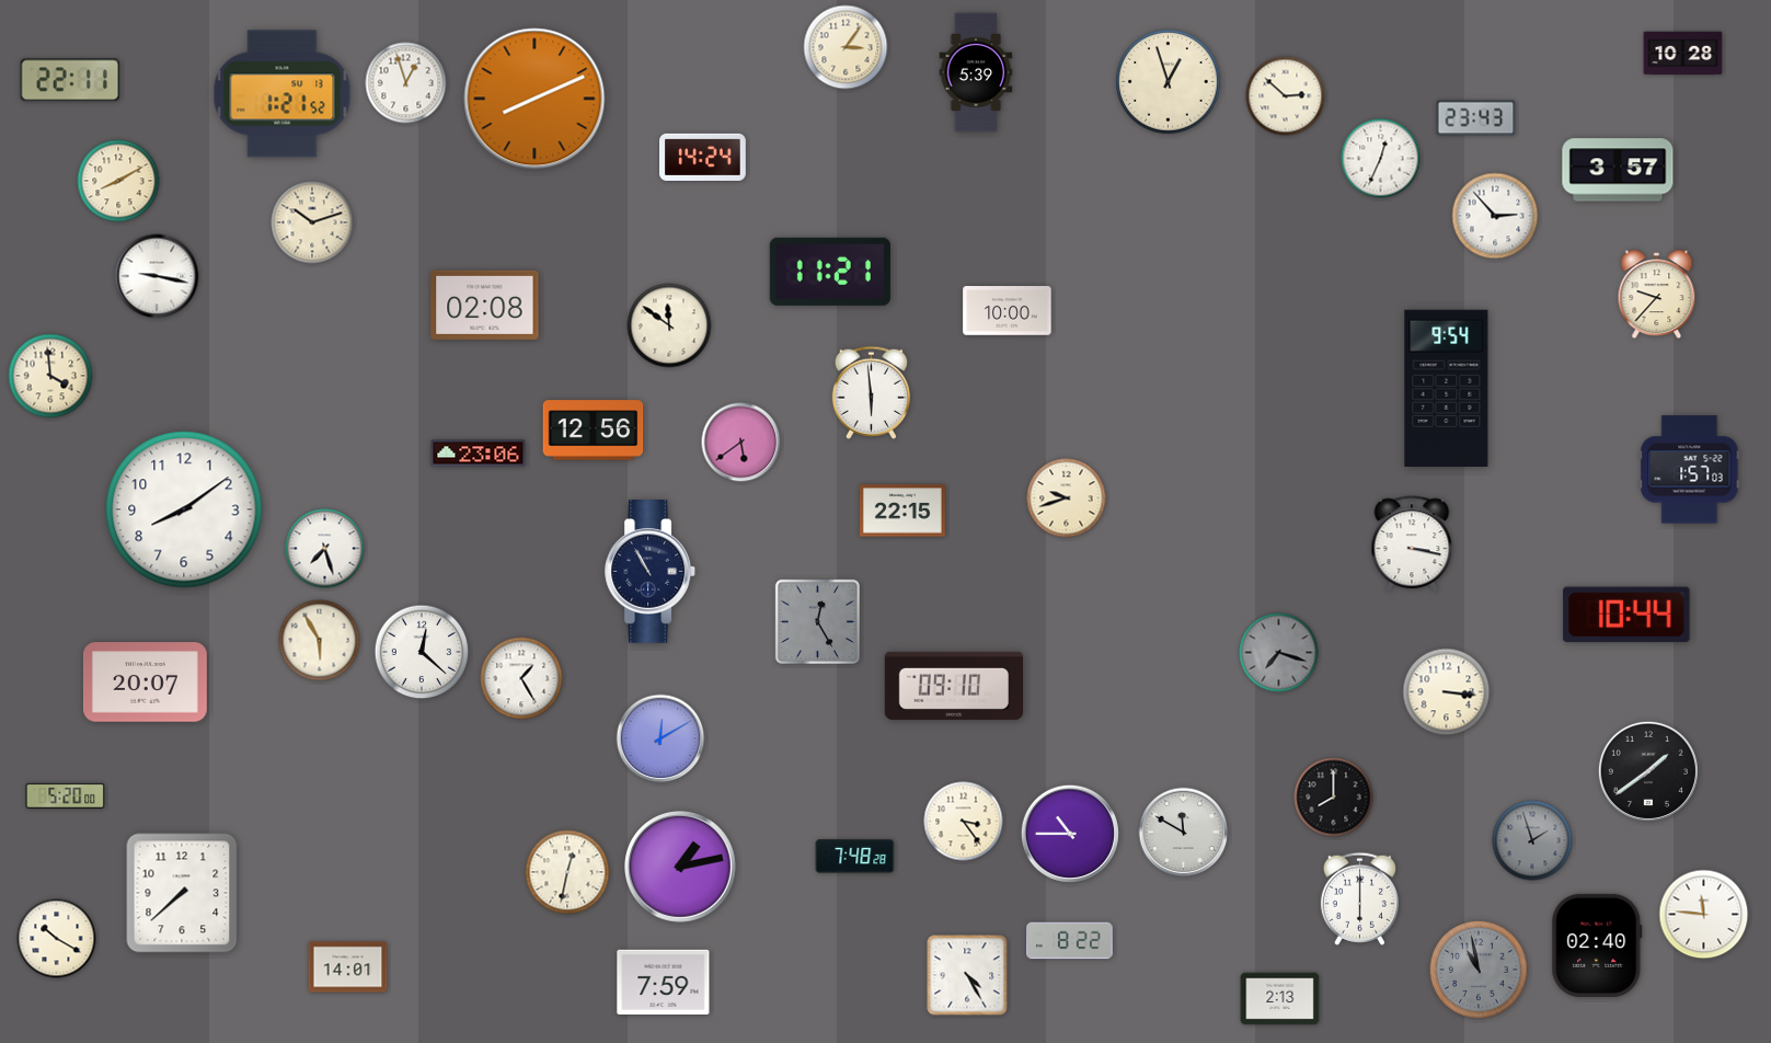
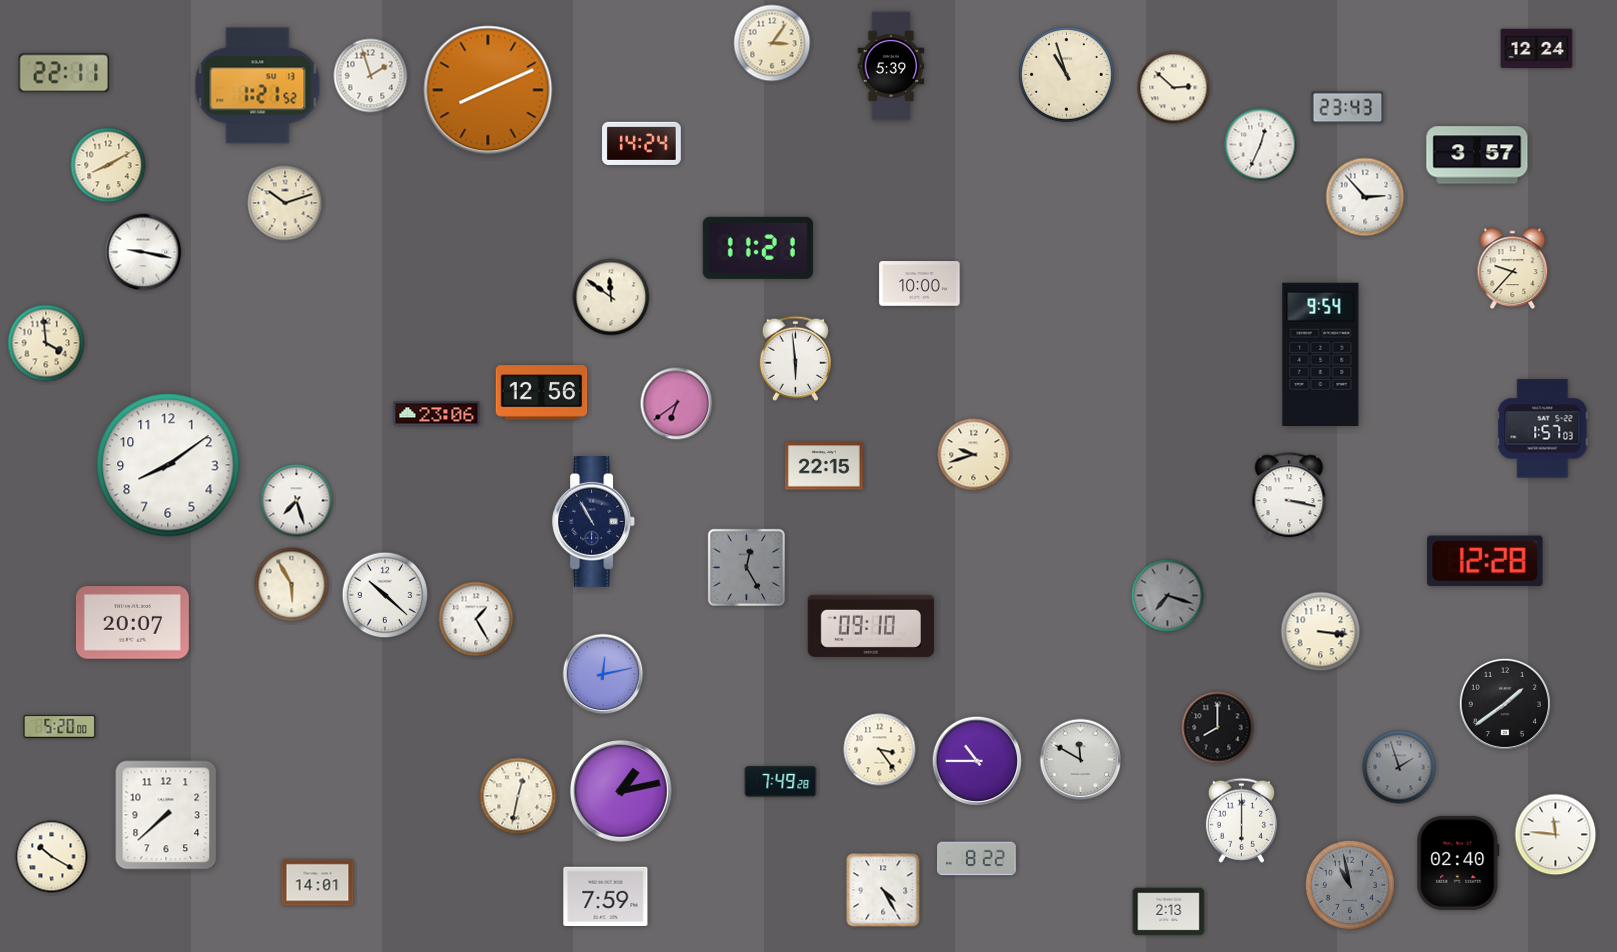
clock at (1683, 54): 10:28 -> 12:24
clock at (1169, 82): 12:57 -> 10:57
clock at (406, 83): 12:57 -> 1:57
clock at (485, 305): 02:08 -> none
clock at (741, 443): 5:39 -> 6:39
clock at (1626, 615): 10:44 -> 12:28
clock at (422, 652): 12:22 -> 10:22
clock at (660, 738): 12:10 -> 12:13
clock at (855, 857): 7:48 -> 7:49
